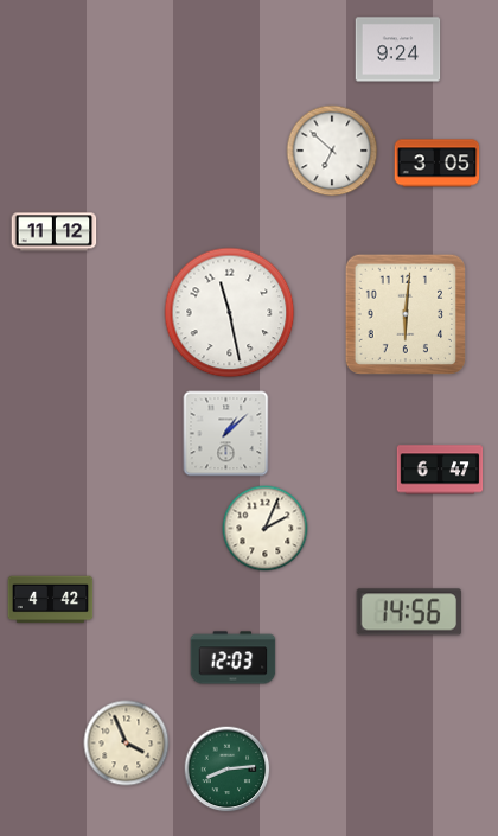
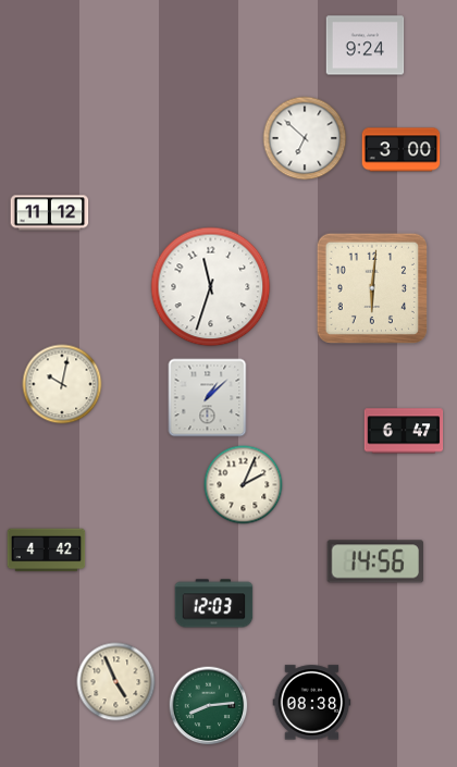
clock at (438, 164): 3:05 -> 3:00
clock at (230, 313): 11:28 -> 11:33
clock at (62, 384): none -> 10:02
clock at (127, 744): 3:56 -> 4:56
clock at (312, 703): none -> 08:38
